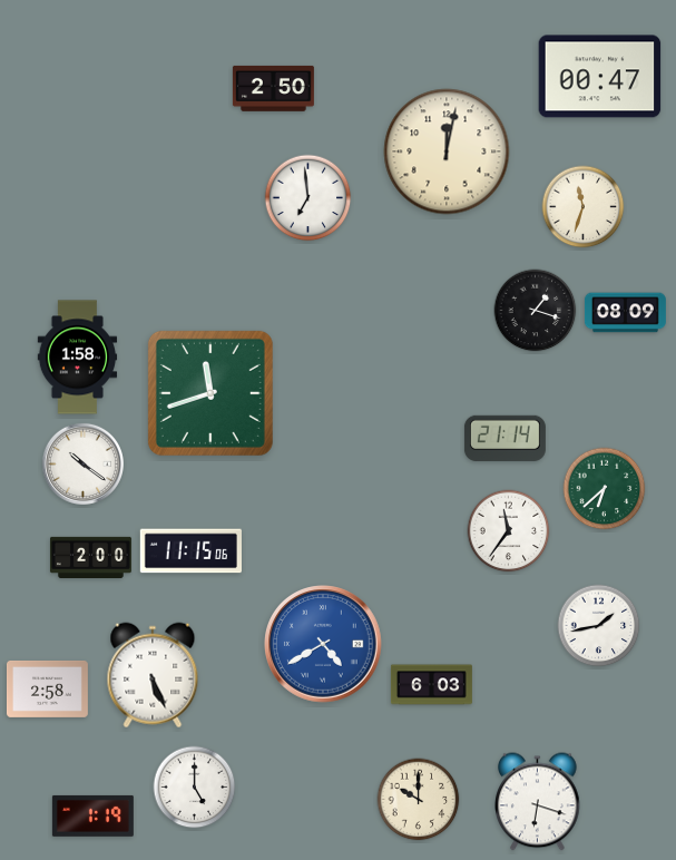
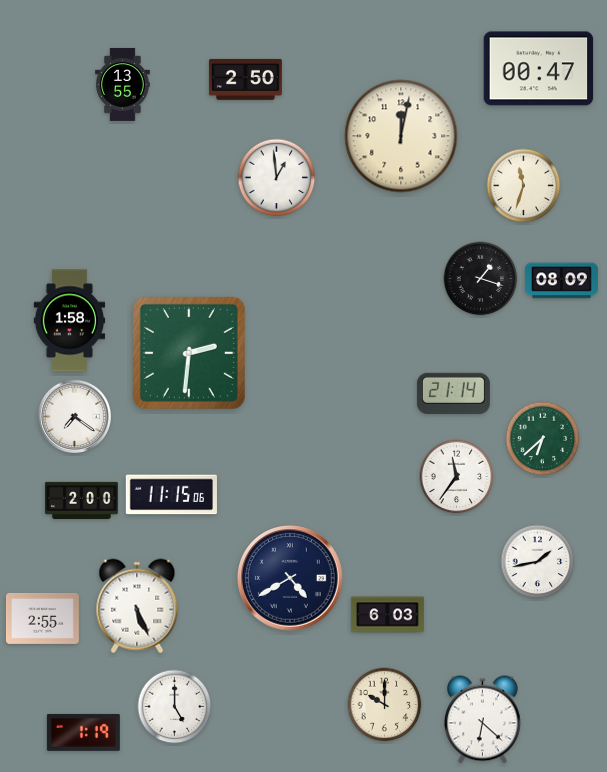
clock at (123, 84): none -> 13:55
clock at (308, 198): 6:59 -> 12:59
clock at (210, 393): 11:42 -> 2:31
clock at (82, 463): 10:21 -> 7:21
clock at (323, 644) dial: blue -> navy
clock at (47, 688): 2:58 -> 2:55
clock at (419, 800) position: (419, 800) -> (385, 705)
clock at (538, 802): 6:18 -> 6:22
